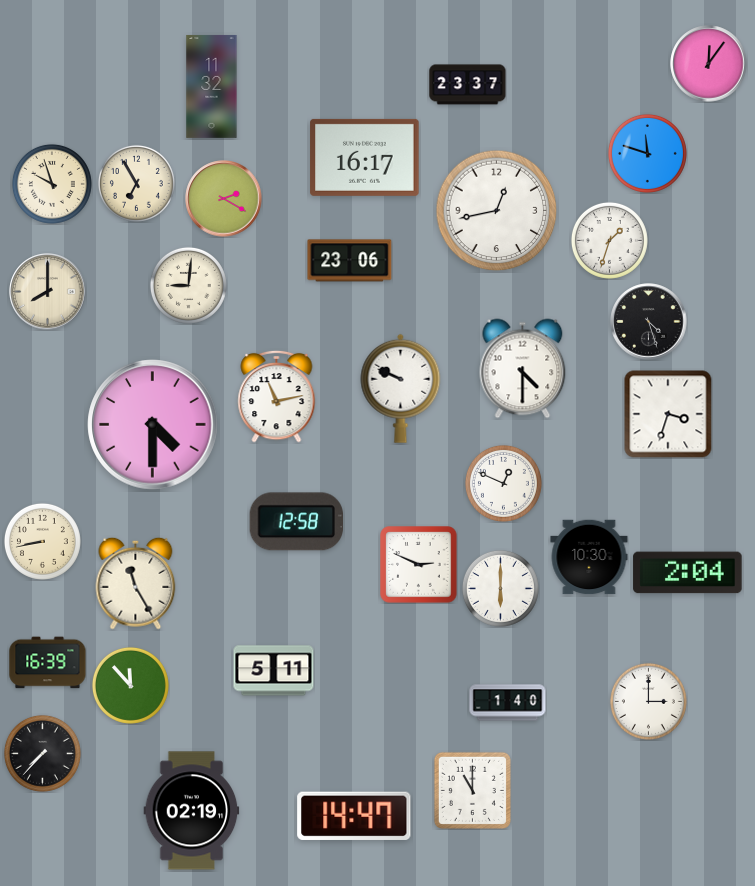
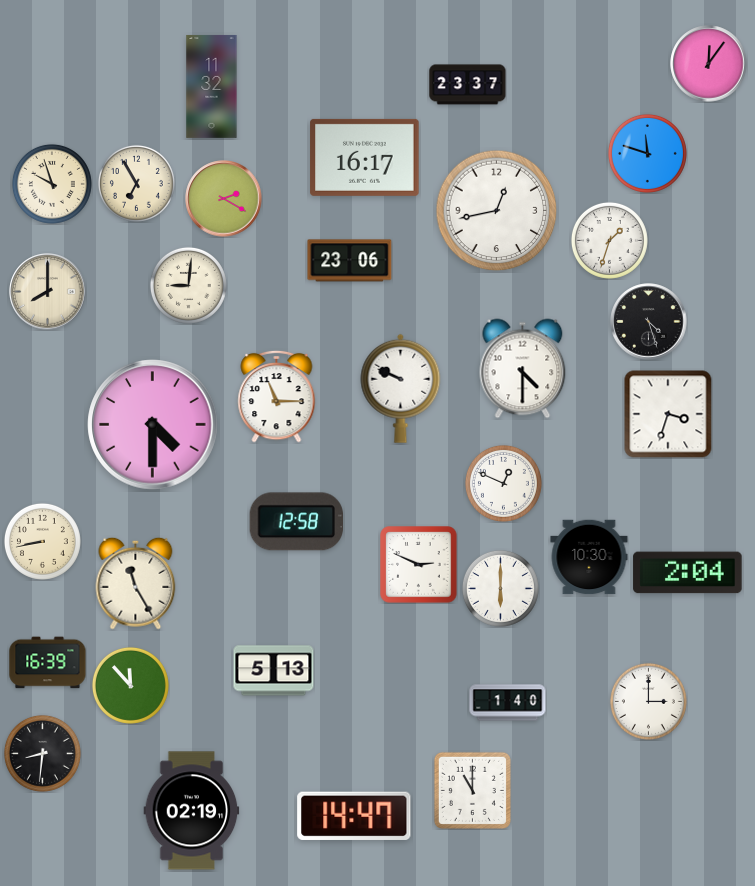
clock at (277, 396): 11:13 -> 11:15
clock at (274, 671): 5:11 -> 5:13
clock at (42, 753): 7:37 -> 8:31
